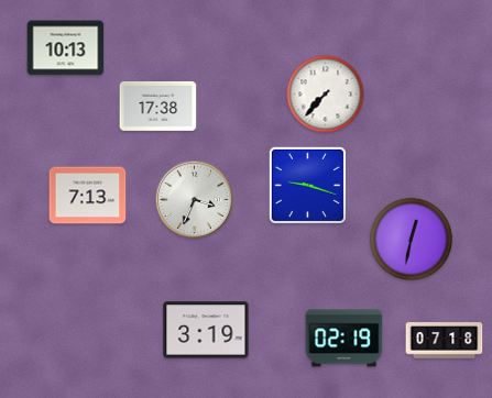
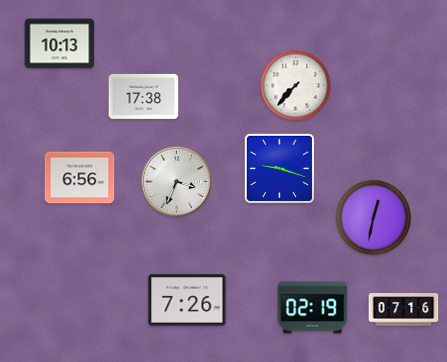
clock at (88, 196): 7:13 -> 6:56
clock at (206, 330): 3:19 -> 7:26
clock at (445, 341): 07:18 -> 07:16
